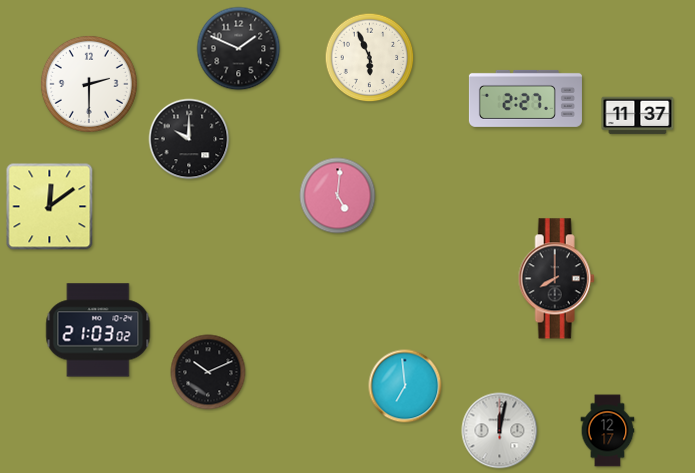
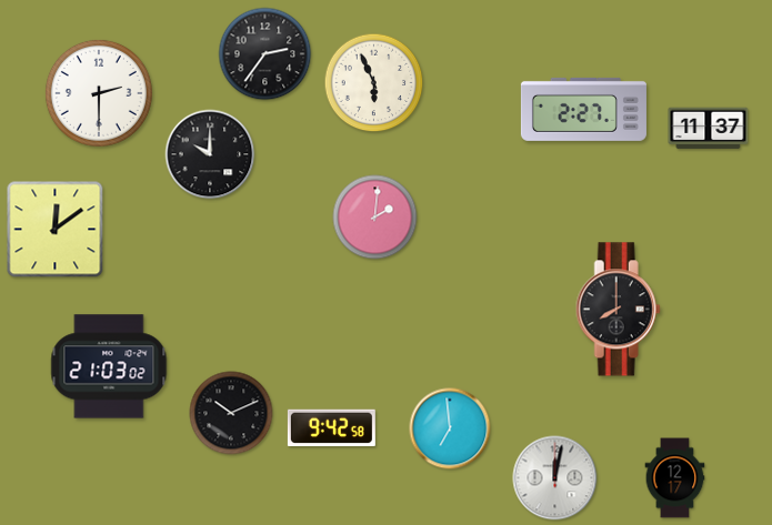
clock at (239, 49): 1:49 -> 2:36
clock at (370, 58) position: (370, 58) -> (374, 83)
clock at (338, 196): 5:01 -> 2:01
clock at (331, 427): none -> 9:42
